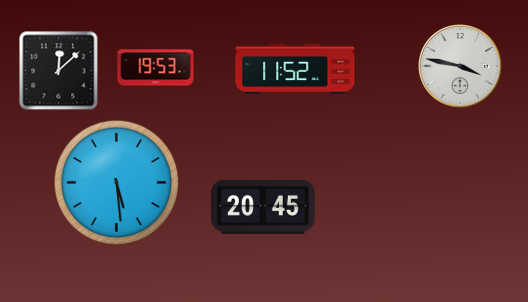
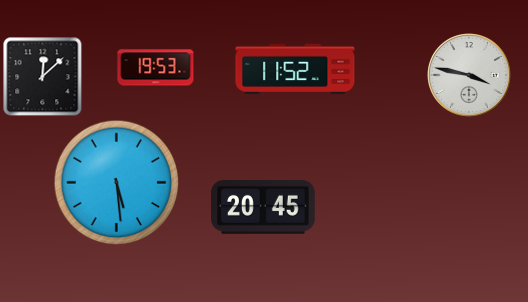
clock at (461, 67) position: (461, 67) -> (470, 76)
clock at (59, 71) position: (59, 71) -> (43, 77)
